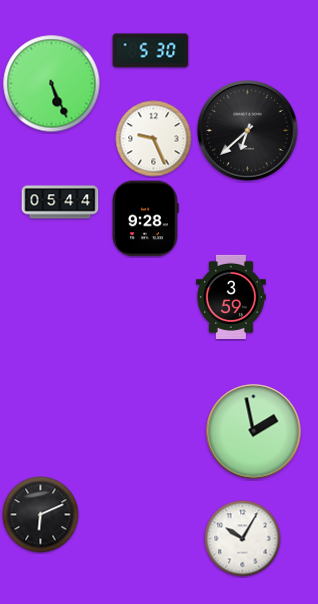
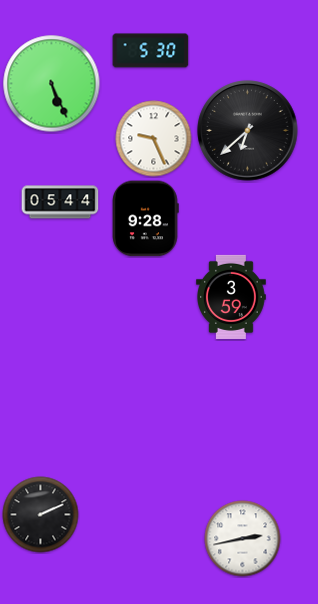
clock at (254, 432): 1:58 -> none
clock at (41, 515): 6:11 -> 2:11
clock at (243, 539): 10:05 -> 2:43
